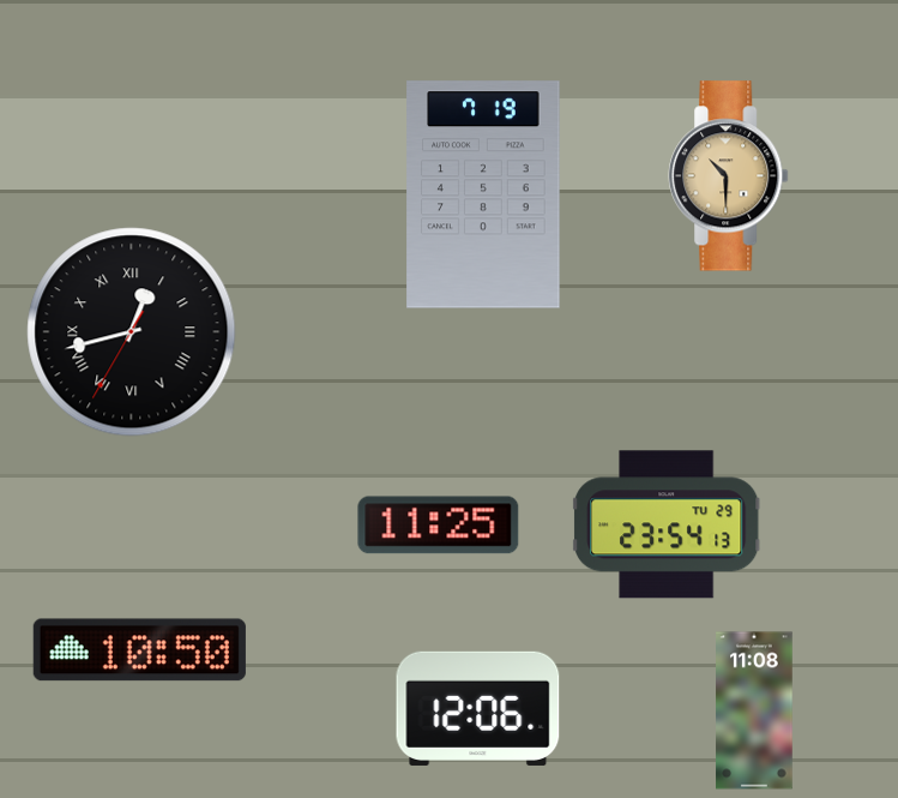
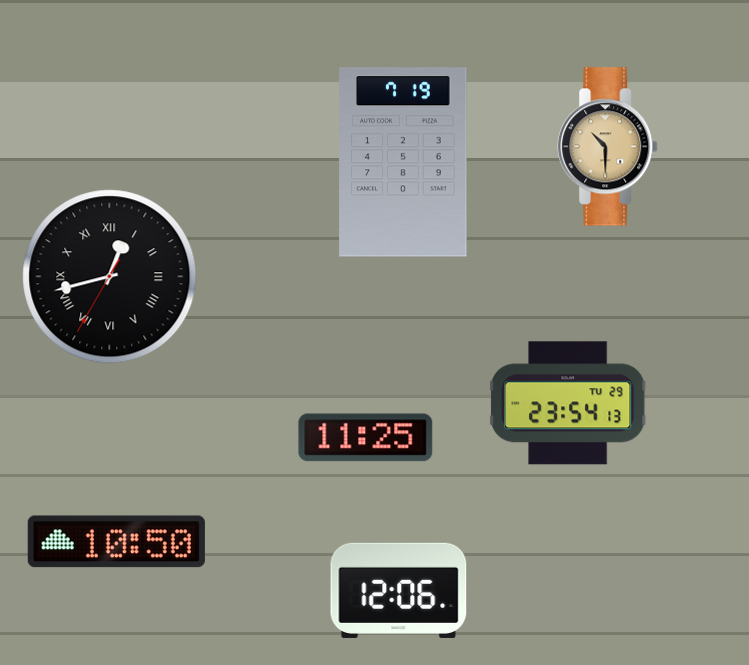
clock at (668, 524) position: (668, 524) -> (569, 403)
clock at (754, 710): 11:08 -> none
